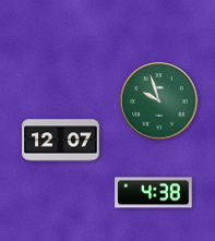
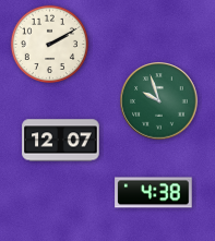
clock at (49, 44): none -> 2:10
